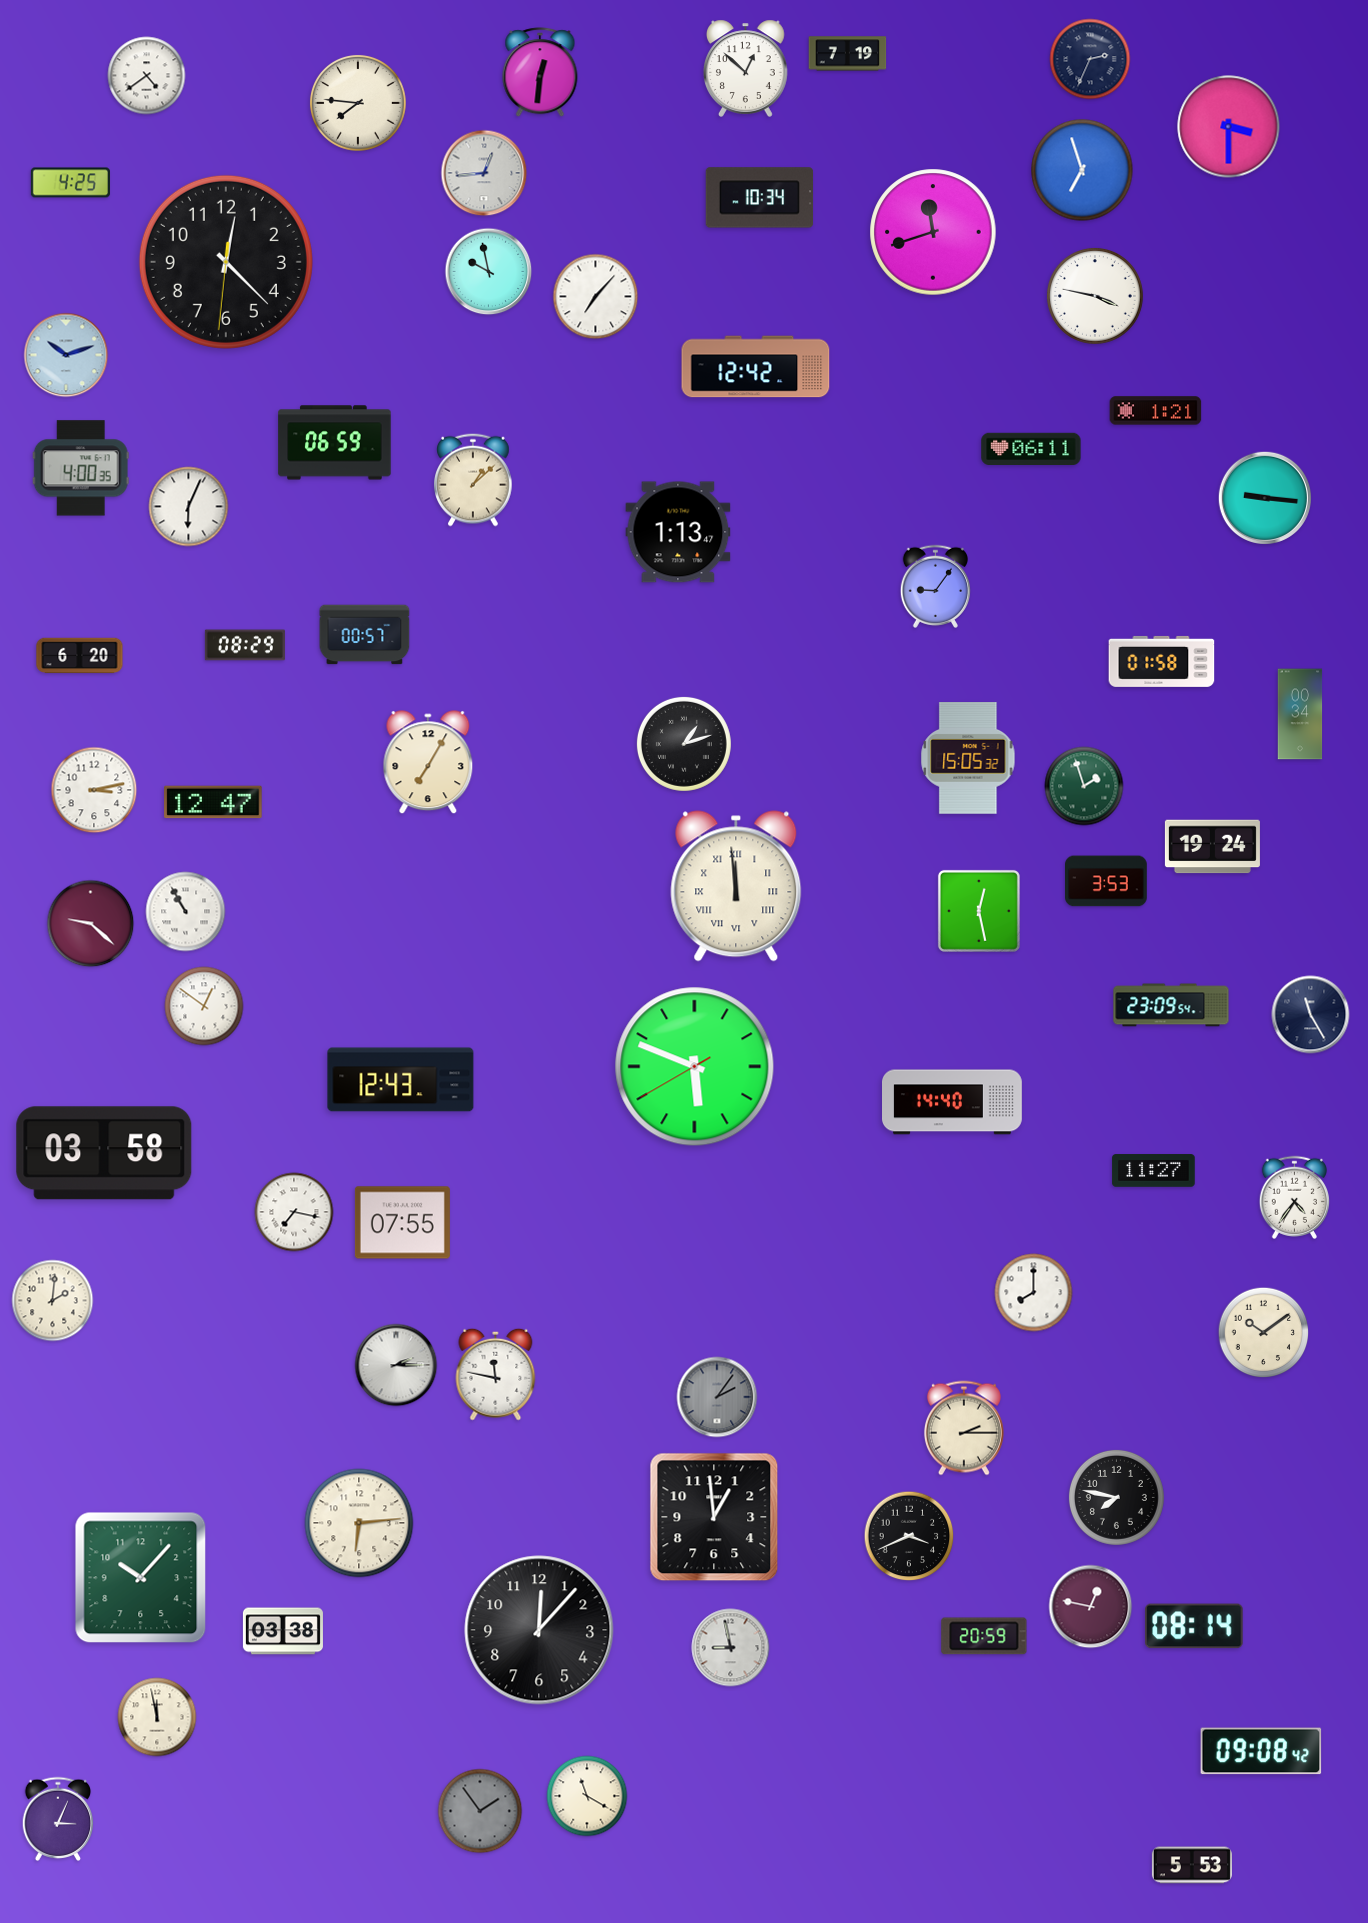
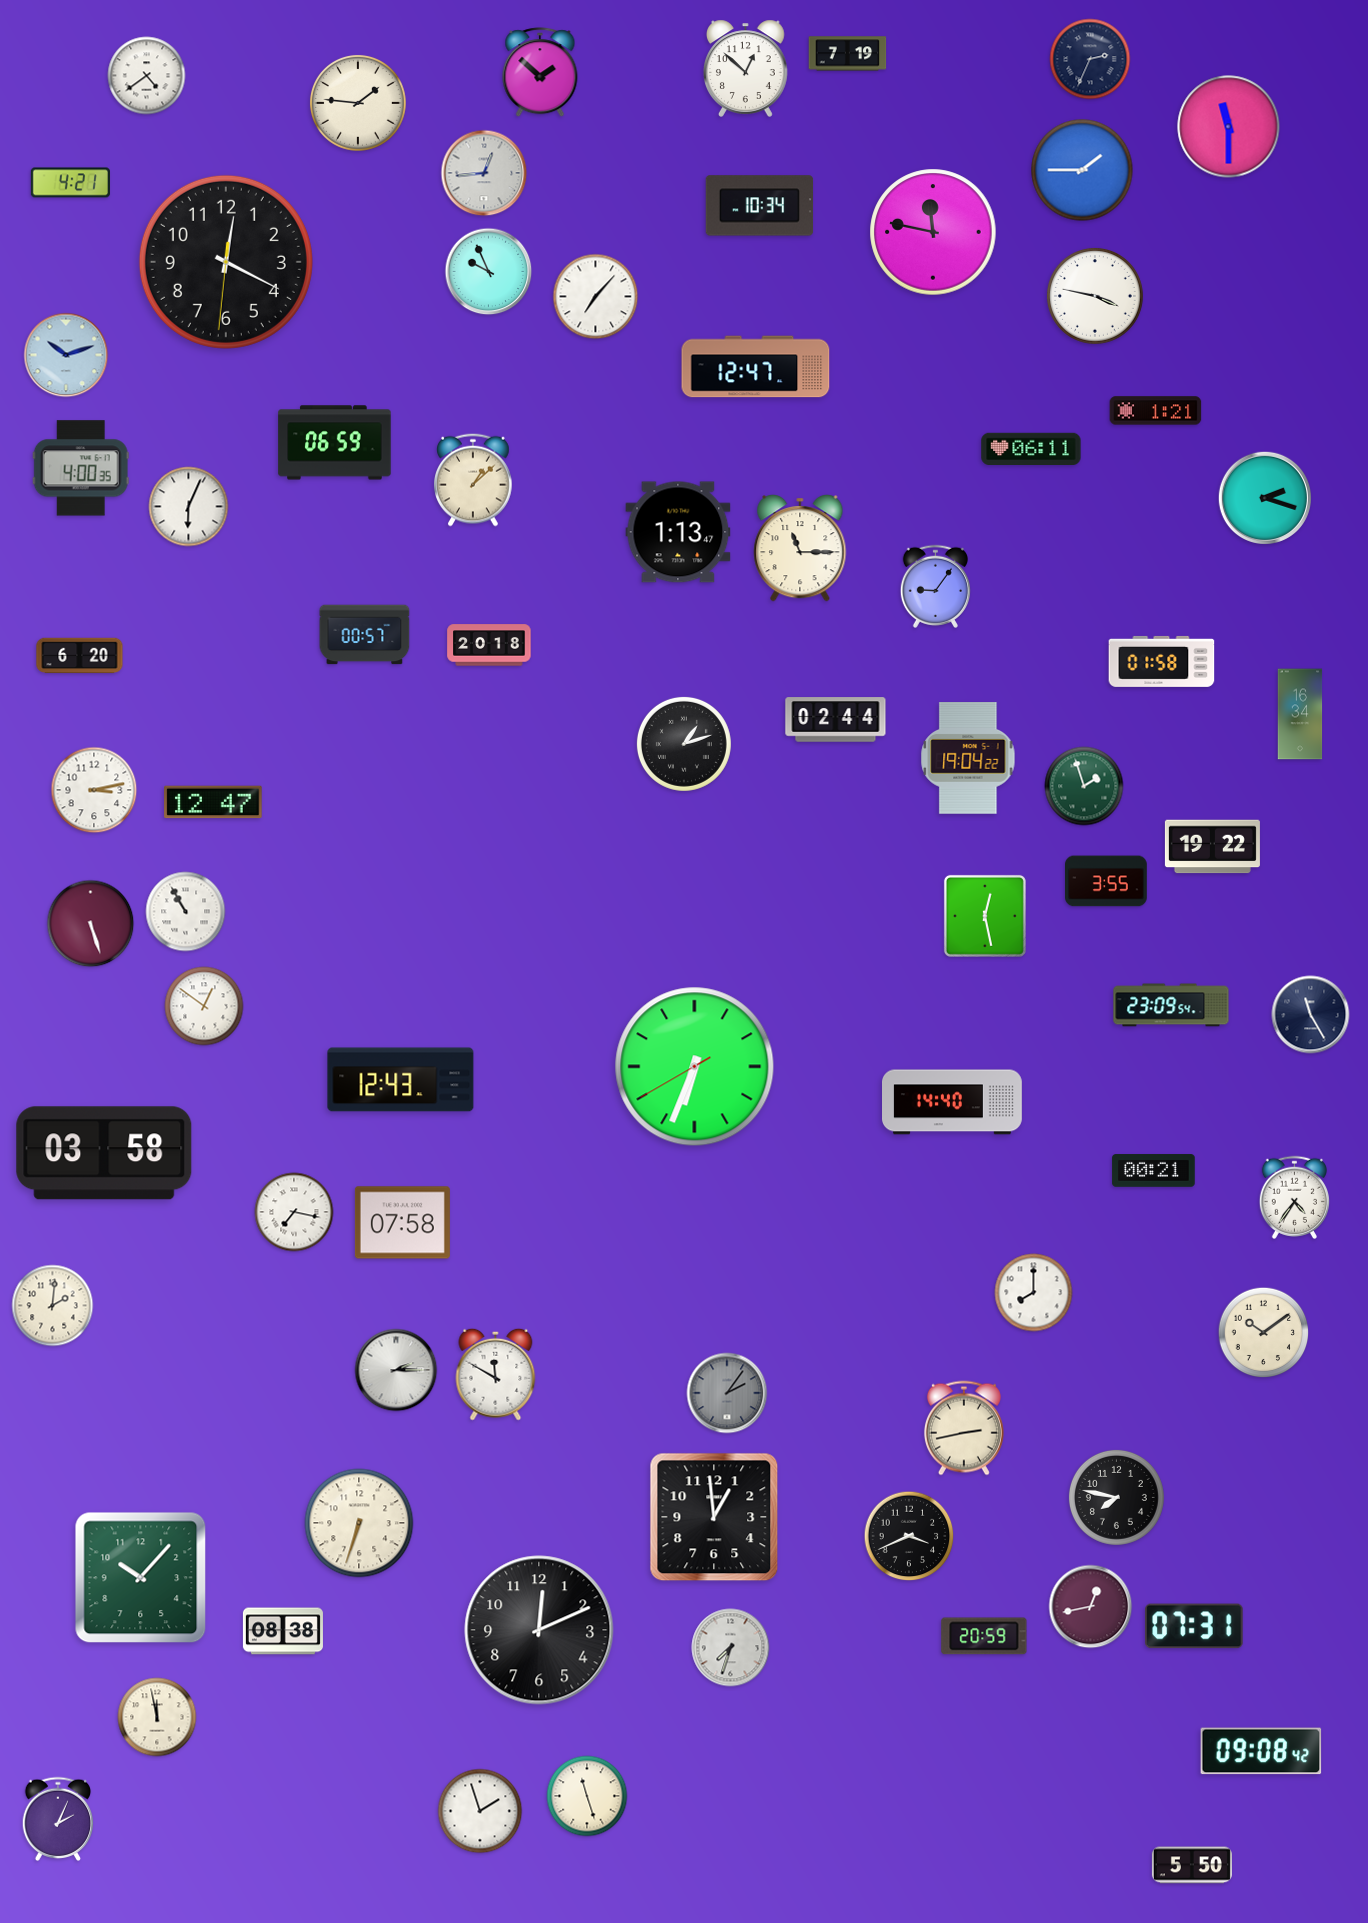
clock at (540, 73): 12:31 -> 1:52
clock at (358, 104): 7:46 -> 1:46
clock at (1229, 127): 3:30 -> 11:30
clock at (1082, 170): 6:57 -> 1:45
clock at (70, 183): 4:25 -> 4:21
clock at (760, 198) position: (760, 198) -> (760, 206)
clock at (933, 232): 11:42 -> 11:47
clock at (226, 262): 12:22 -> 12:19
clock at (489, 272): 9:58 -> 9:56
clock at (756, 367): 12:42 -> 12:47
clock at (1265, 498): 9:16 -> 2:18
clock at (800, 548): none -> 11:15
clock at (245, 645): 08:29 -> none
clock at (489, 645): none -> 20:18
clock at (1300, 714): 00:34 -> 16:34
clock at (836, 720): none -> 02:44
clock at (968, 758): 15:05 -> 19:04
clock at (428, 763): 7:05 -> none
clock at (1212, 847): 19:24 -> 19:22
clock at (1107, 881): 3:53 -> 3:55
clock at (736, 886): 11:59 -> none
clock at (979, 911) position: (979, 911) -> (985, 916)
clock at (91, 924): 9:22 -> 5:27
clock at (695, 1067): 5:48 -> 6:33
clock at (1154, 1171): 11:27 -> 00:21
clock at (402, 1223): 07:55 -> 07:58
clock at (53, 1301) position: (53, 1301) -> (53, 1306)
clock at (396, 1365) position: (396, 1365) -> (396, 1370)
clock at (496, 1374): 11:47 -> 11:50
clock at (717, 1397) position: (717, 1397) -> (727, 1393)
clock at (964, 1428): 2:15 -> 2:43
clock at (359, 1523): 6:14 -> 6:33
clock at (1091, 1607): 12:47 -> 12:43
clock at (1194, 1626): 08:14 -> 07:31
clock at (539, 1630): 12:07 -> 12:11
clock at (283, 1631): 03:38 -> 08:38
clock at (731, 1648): 8:58 -> 7:33
clock at (587, 1796): 11:20 -> 11:27
clock at (480, 1811): 1:54 -> 1:57
clock at (480, 1811) dial: grey -> white
clock at (58, 1818): 3:04 -> 2:04
clock at (1192, 1865): 5:53 -> 5:50
